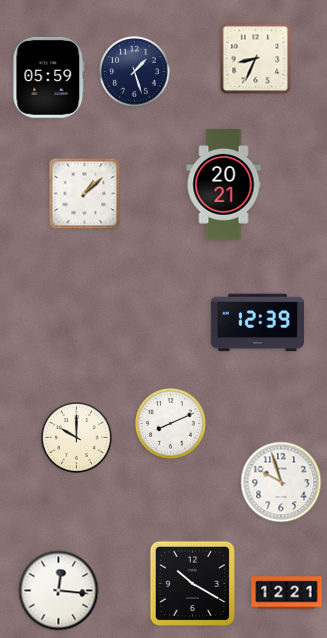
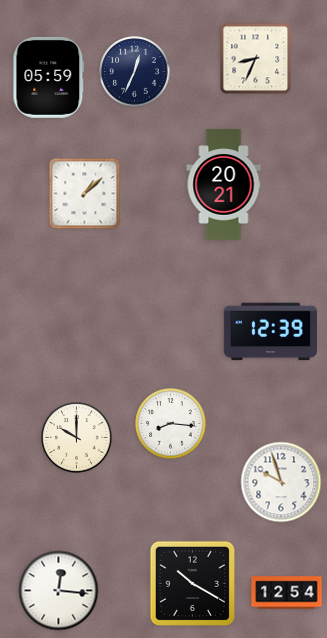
clock at (135, 72): 1:27 -> 12:34
clock at (257, 323) position: (257, 323) -> (270, 332)
clock at (171, 424): 8:11 -> 8:16
clock at (287, 593): 12:21 -> 12:54
